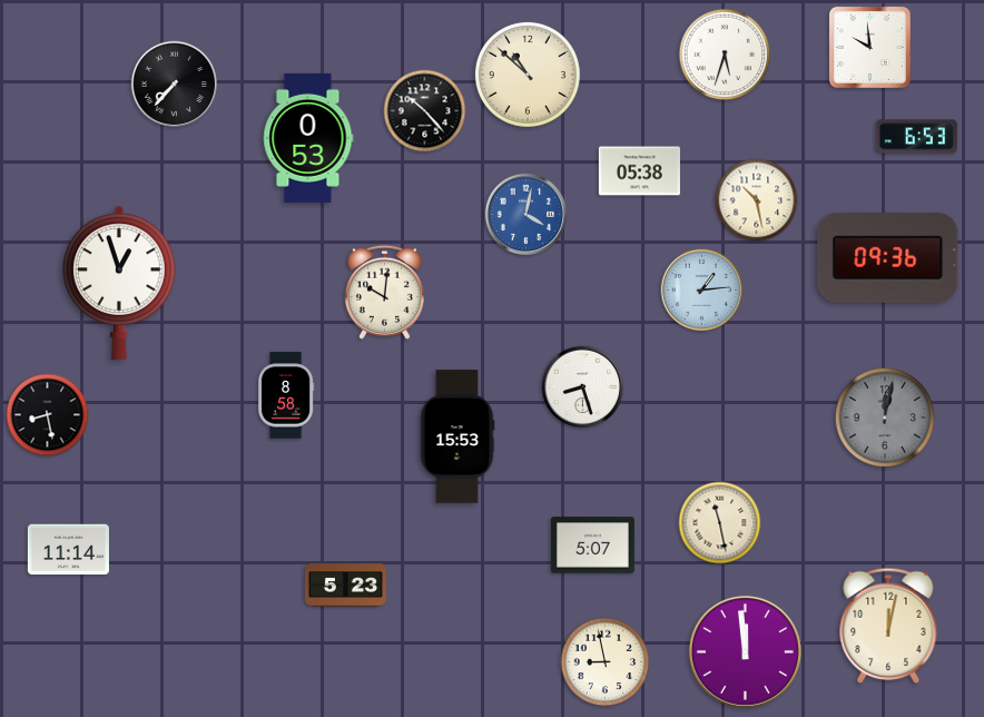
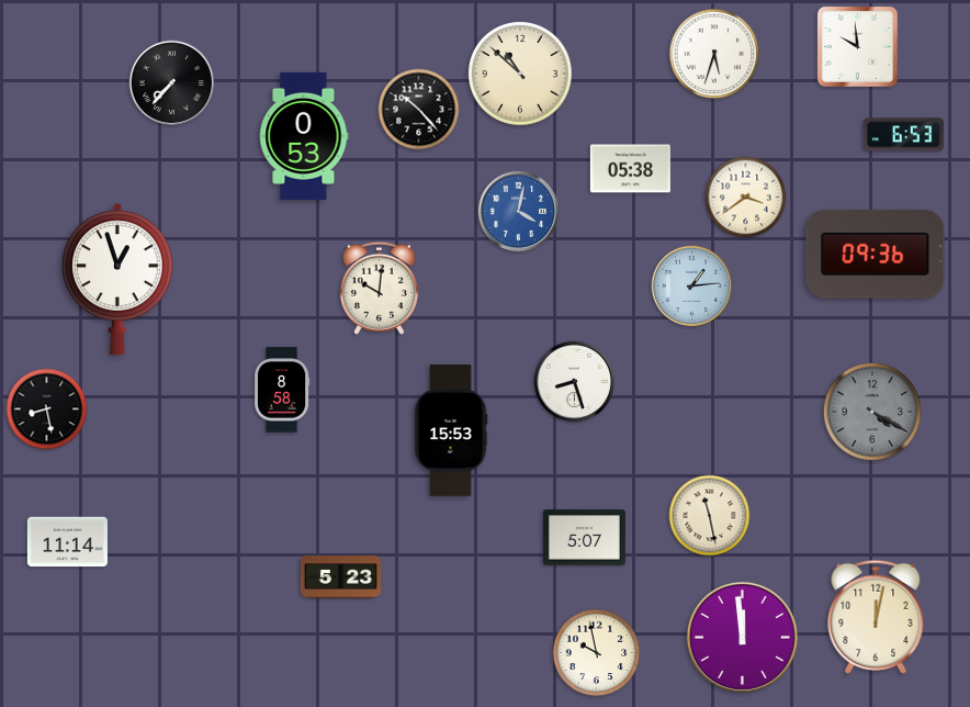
clock at (757, 200): 10:28 -> 3:39
clock at (885, 418): 12:02 -> 4:20
clock at (745, 651) position: (745, 651) -> (742, 637)
clock at (606, 662): 8:58 -> 9:58
